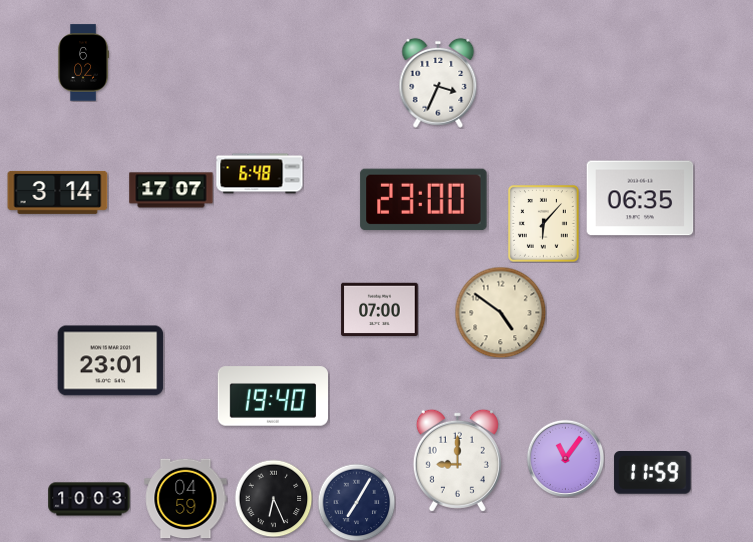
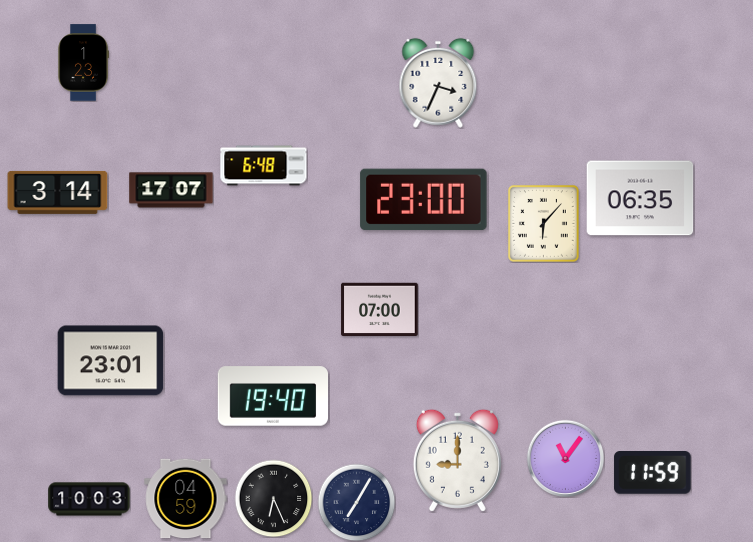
clock at (83, 63): 6:02 -> 1:23
clock at (260, 174) position: (260, 174) -> (264, 166)
clock at (500, 312): 4:51 -> none
